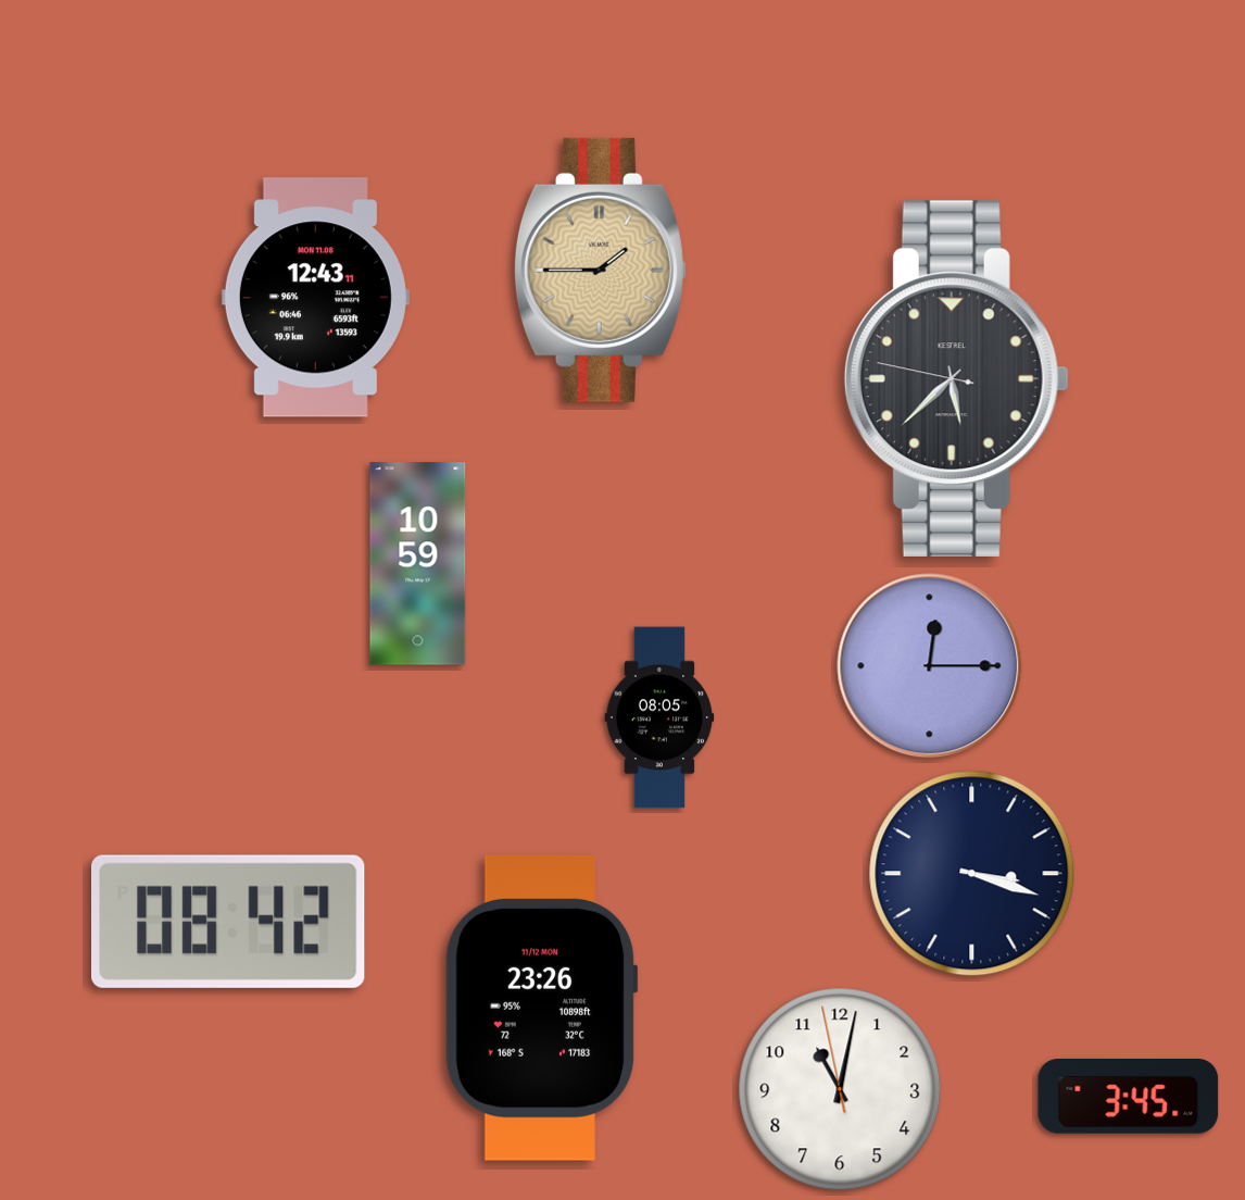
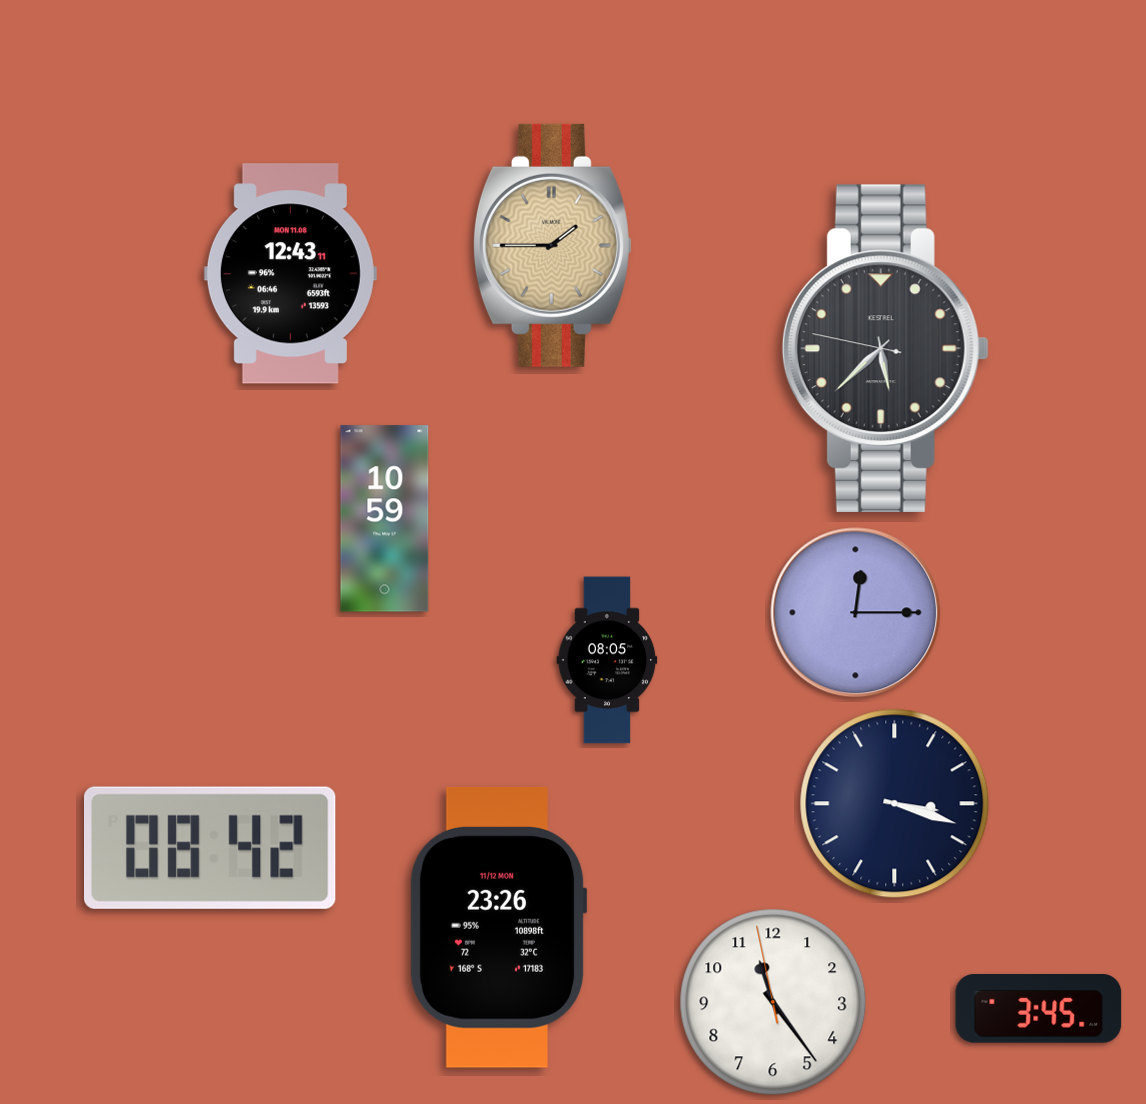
clock at (600, 270) position: (600, 270) -> (552, 245)
clock at (956, 378) position: (956, 378) -> (885, 348)
clock at (840, 1089): 11:01 -> 11:23
